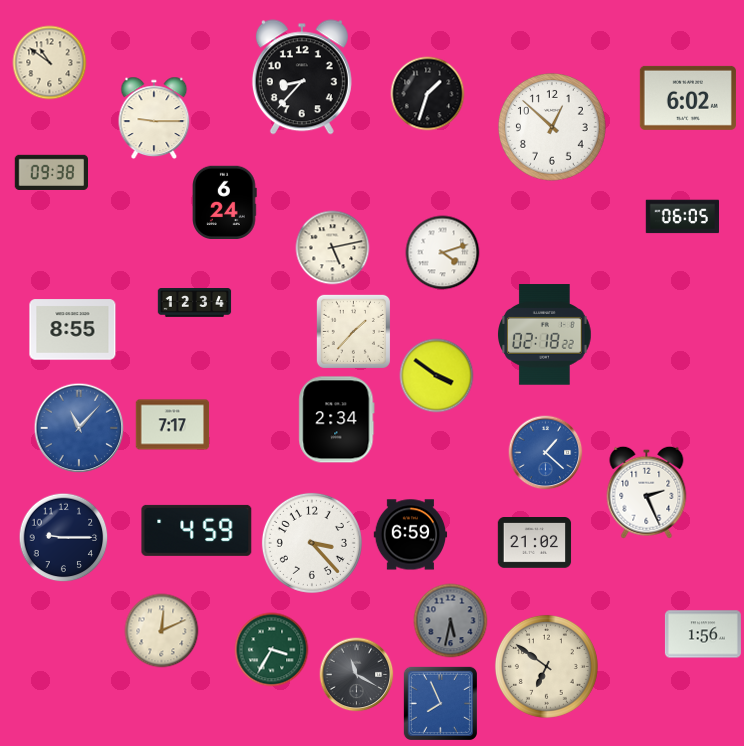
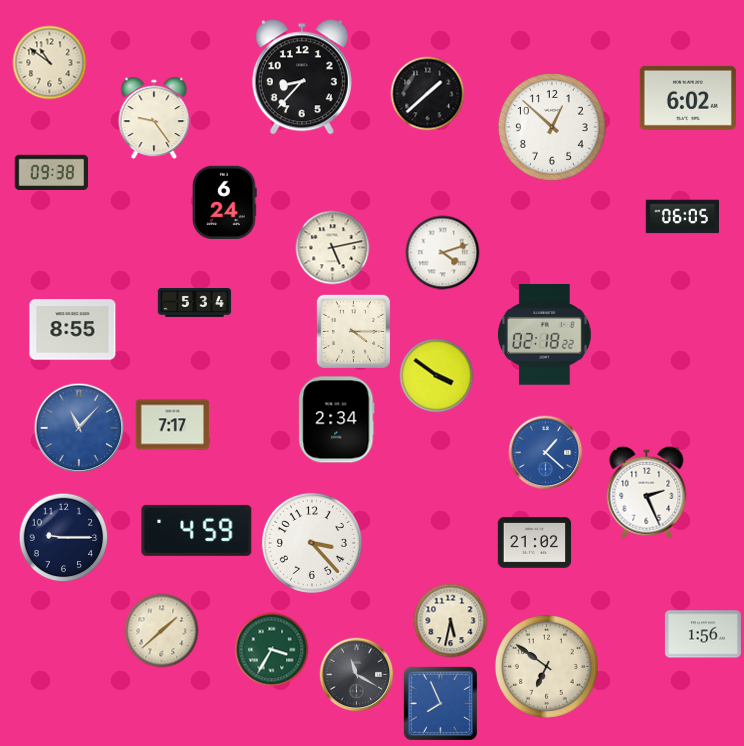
clock at (428, 94): 1:33 -> 1:38
clock at (154, 118): 9:15 -> 9:24
clock at (195, 303): 12:34 -> 5:34
clock at (353, 331): 1:37 -> 4:15
clock at (411, 535): 6:59 -> none
clock at (451, 621) dial: grey -> cream
clock at (162, 631): 12:11 -> 1:38
